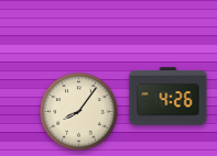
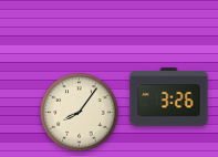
clock at (169, 97): 4:26 -> 3:26
